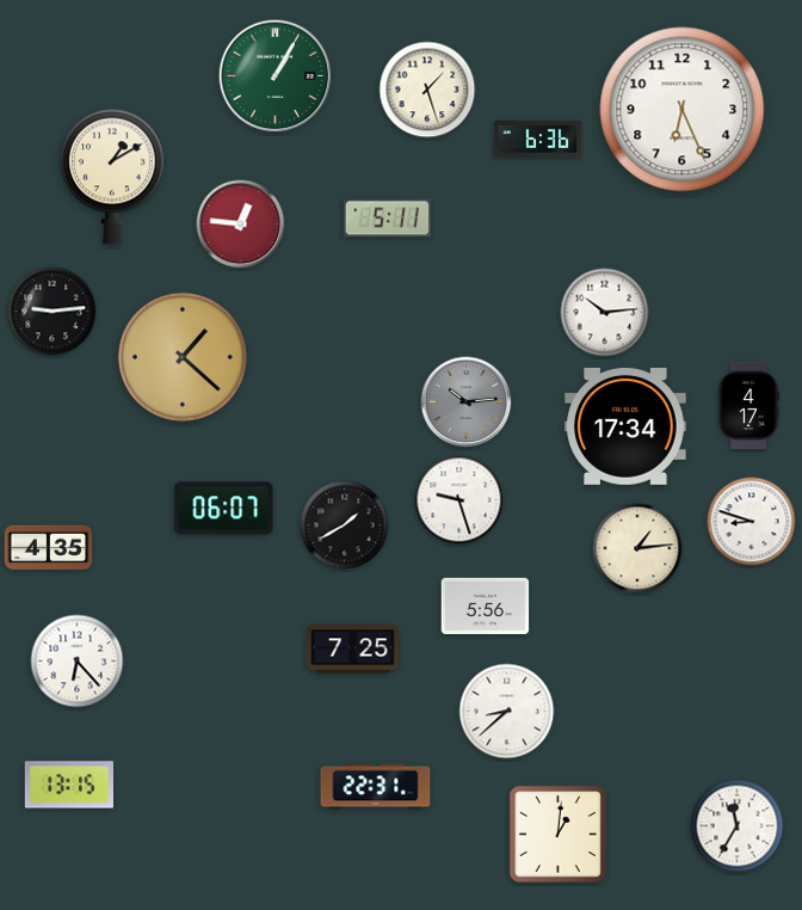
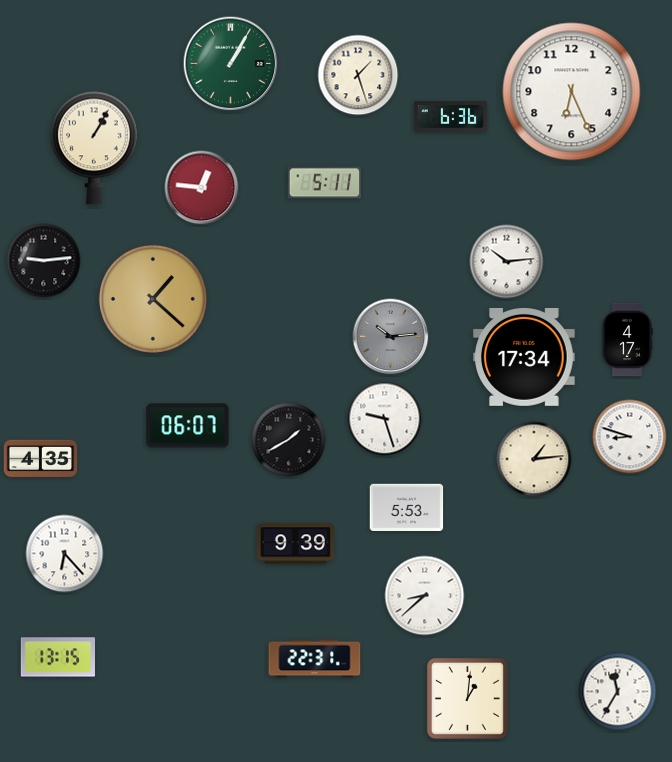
clock at (113, 177): 1:10 -> 1:05
clock at (486, 605): 5:56 -> 5:53
clock at (352, 650): 7:25 -> 9:39
